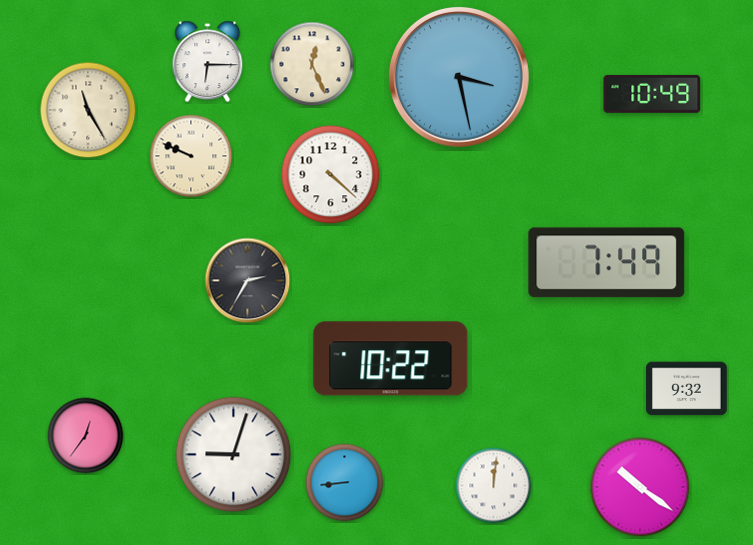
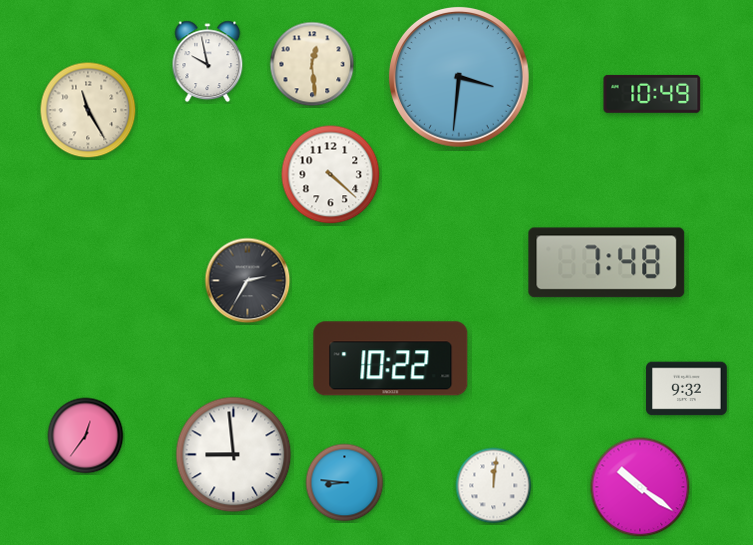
clock at (208, 62): 6:15 -> 9:58
clock at (312, 64): 12:26 -> 12:29
clock at (459, 77): 3:28 -> 3:31
clock at (191, 156): 9:49 -> none
clock at (607, 263): 7:49 -> 7:48
clock at (234, 455): 9:03 -> 8:59
clock at (345, 483): 8:44 -> 8:46
